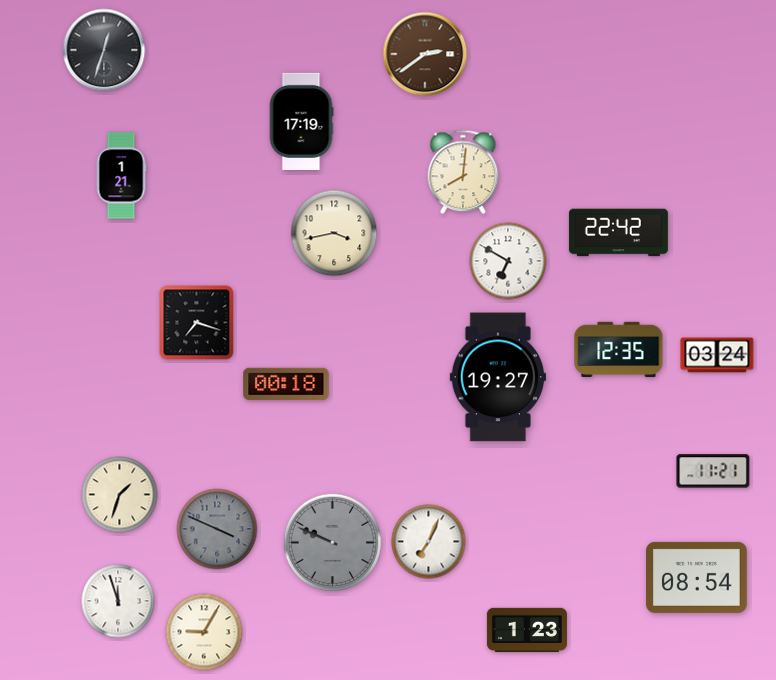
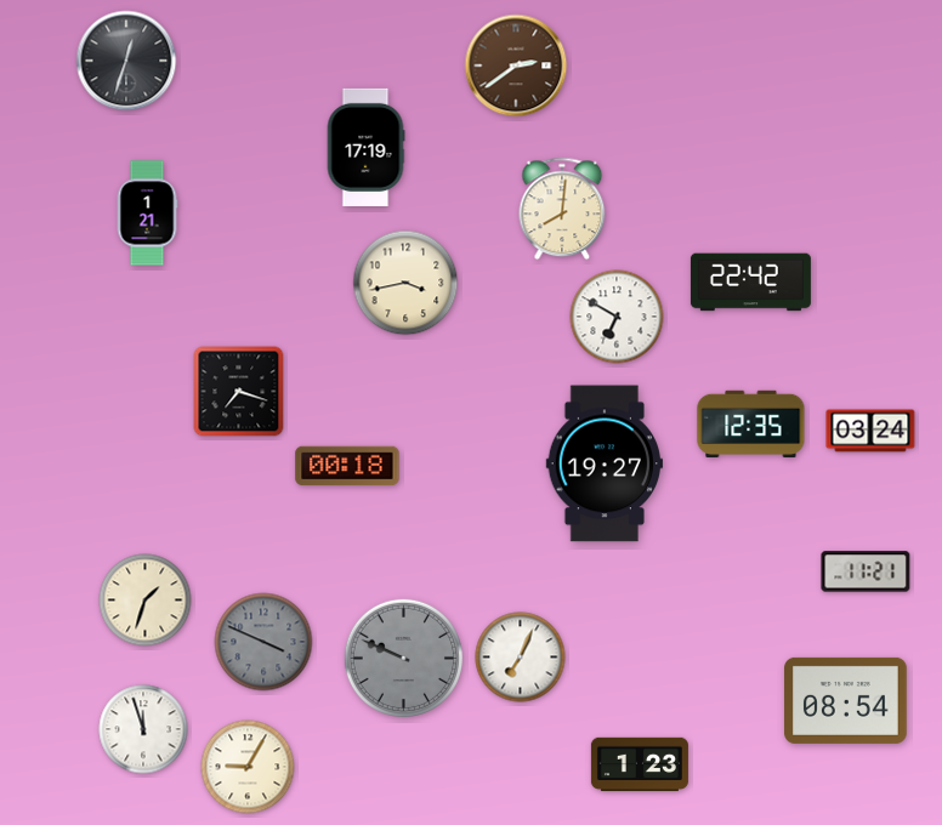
clock at (497, 377) position: (497, 377) -> (603, 463)
